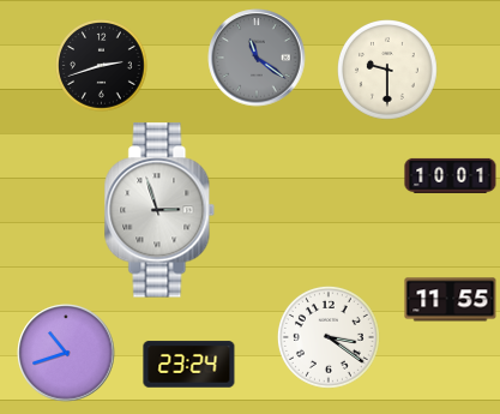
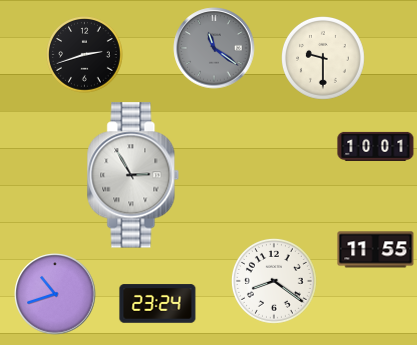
clock at (159, 210): 2:57 -> 2:55
clock at (329, 337): 3:21 -> 8:21
